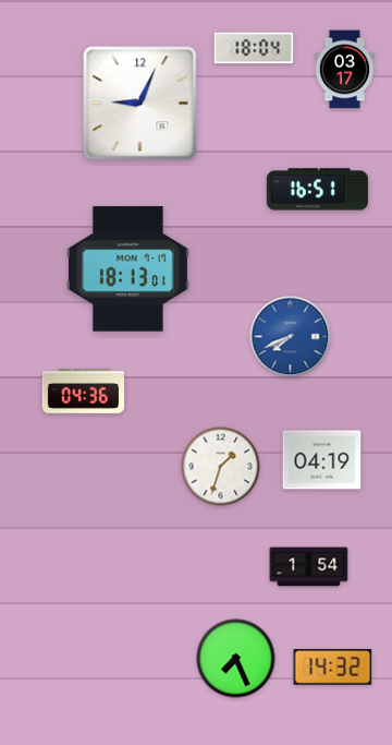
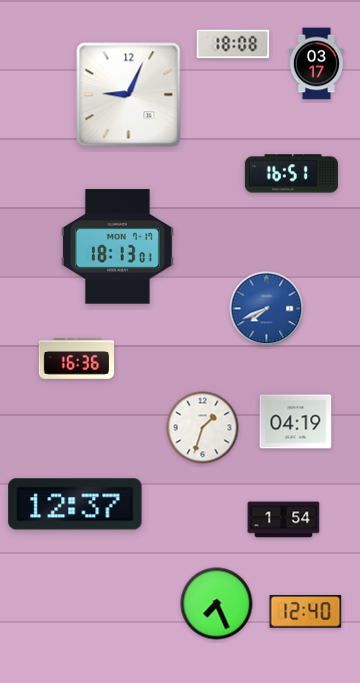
clock at (254, 48): 18:04 -> 18:08
clock at (84, 392): 04:36 -> 16:36
clock at (75, 504): none -> 12:37
clock at (333, 668): 14:32 -> 12:40
